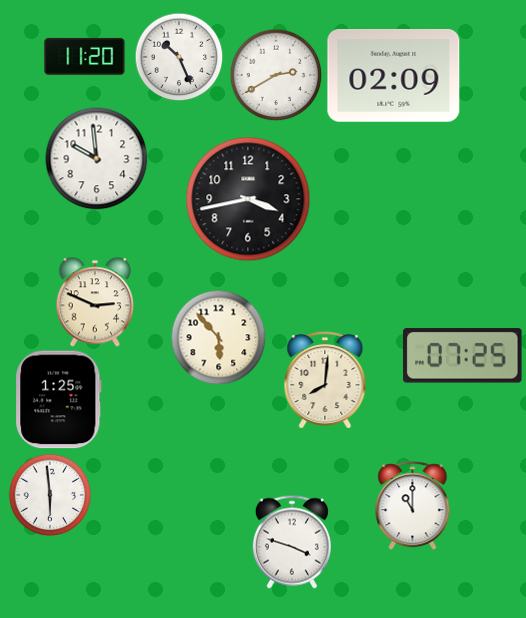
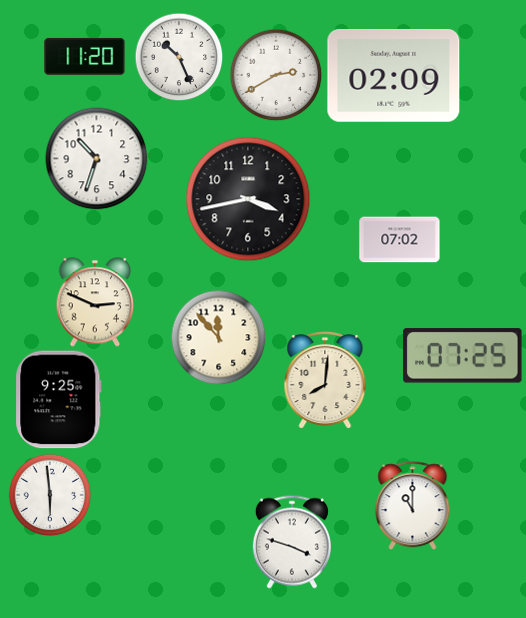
clock at (97, 159): 9:59 -> 10:33
clock at (400, 240): none -> 07:02
clock at (218, 337): 5:53 -> 11:53
clock at (59, 400): 1:25 -> 9:25
